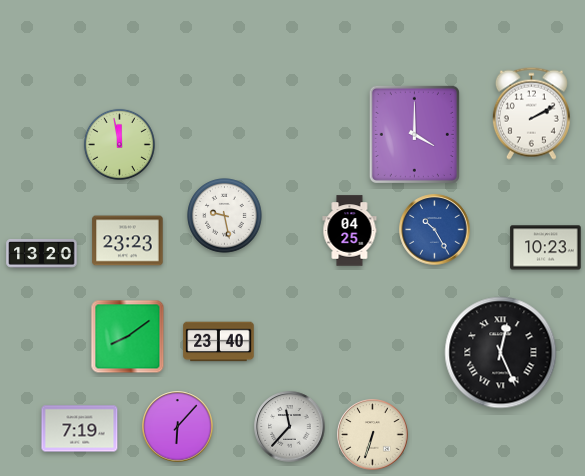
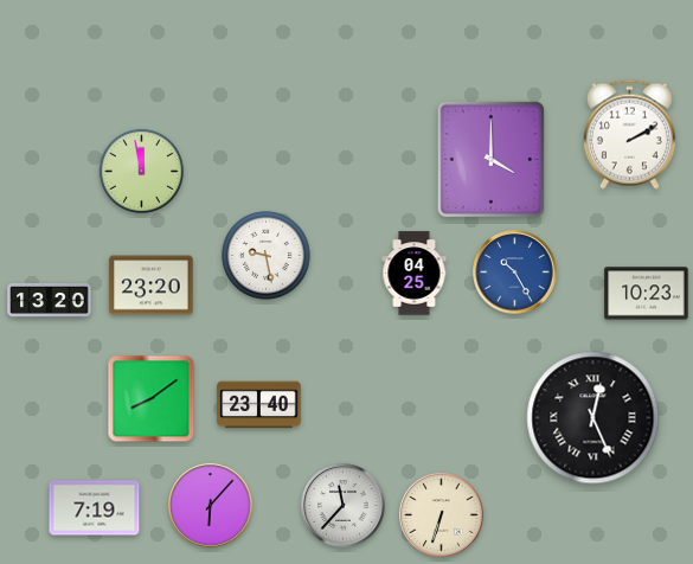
clock at (128, 241): 23:23 -> 23:20
